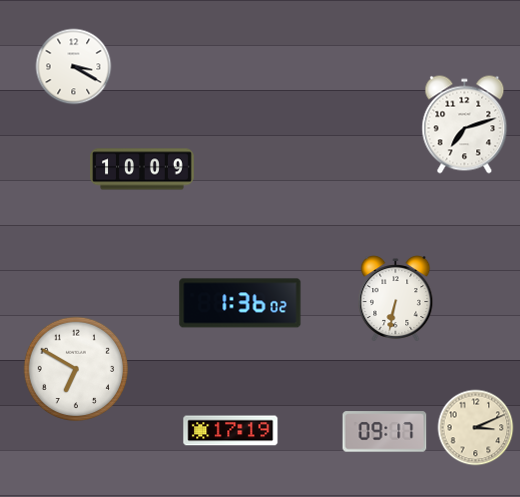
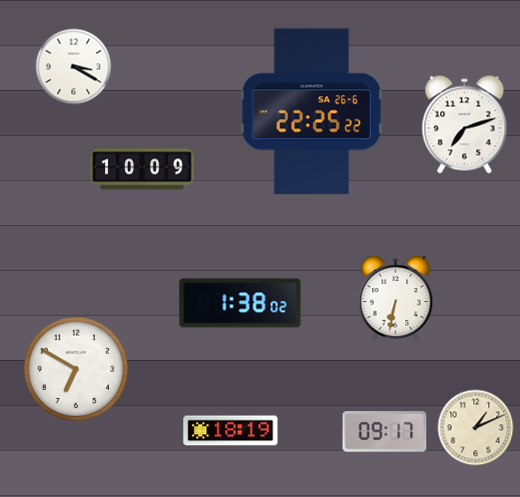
clock at (311, 112): none -> 22:25
clock at (240, 303): 1:36 -> 1:38
clock at (476, 428): 3:11 -> 1:11
clock at (231, 431): 17:19 -> 18:19
